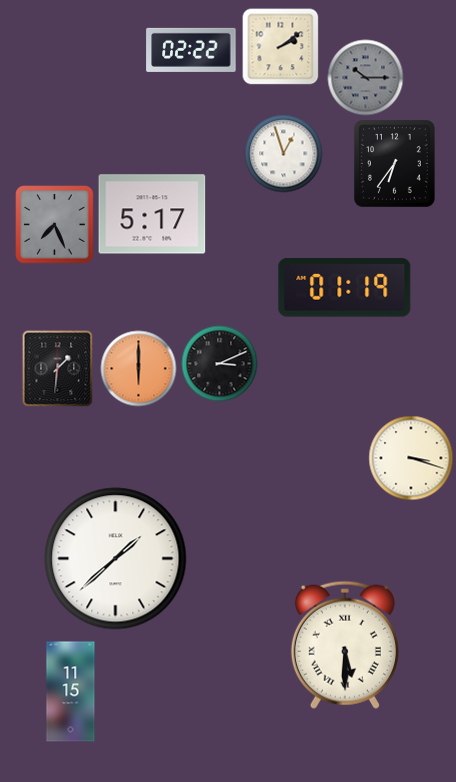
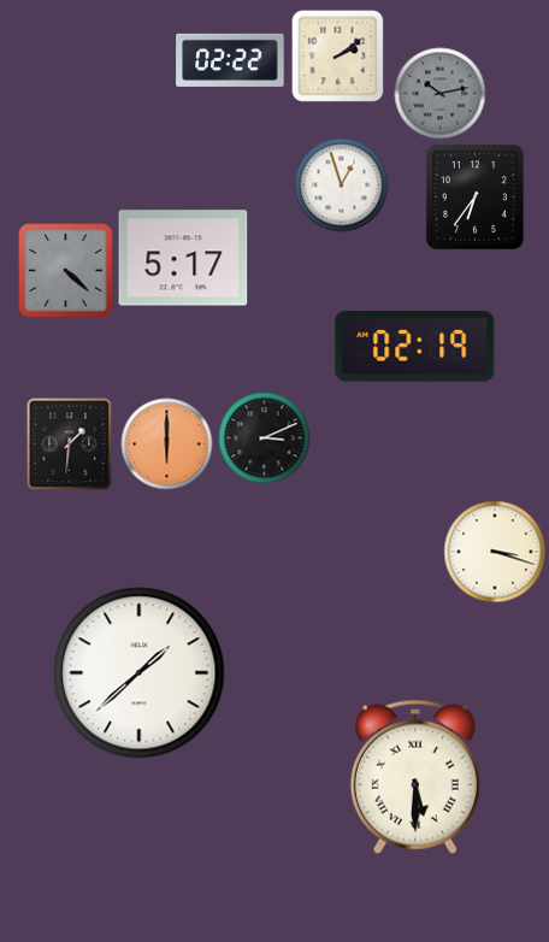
clock at (366, 78): 10:15 -> 10:13
clock at (55, 225): 7:26 -> 4:22
clock at (345, 288): 01:19 -> 02:19
clock at (71, 692): 11:15 -> none
